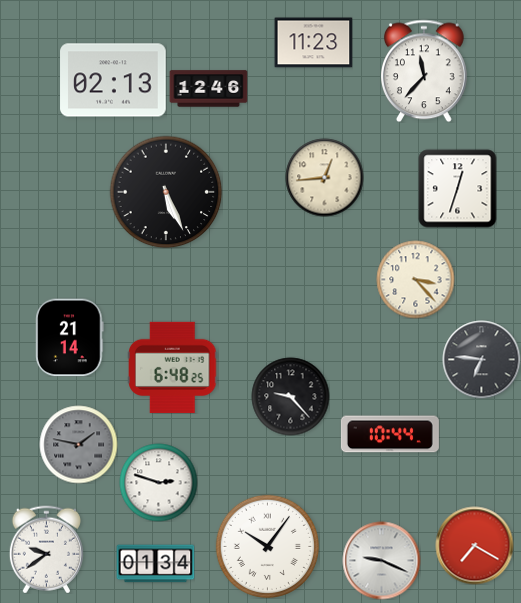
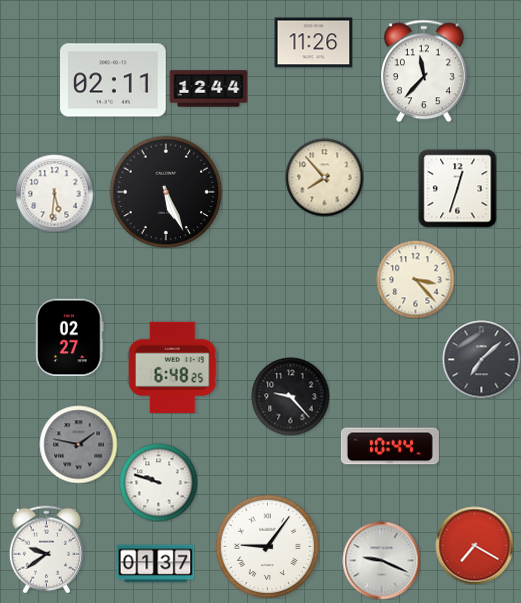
clock at (313, 43): 11:23 -> 11:26
clock at (113, 80): 02:13 -> 02:11
clock at (208, 89): 12:46 -> 12:44
clock at (324, 177): 12:44 -> 7:53
clock at (54, 193): none -> 5:31
clock at (70, 337): 21:14 -> 02:27
clock at (481, 359): 6:46 -> 7:08
clock at (390, 434) position: (390, 434) -> (390, 446)
clock at (158, 482): 2:48 -> 9:48
clock at (267, 546): 10:06 -> 9:06
clock at (155, 564): 01:34 -> 01:37
